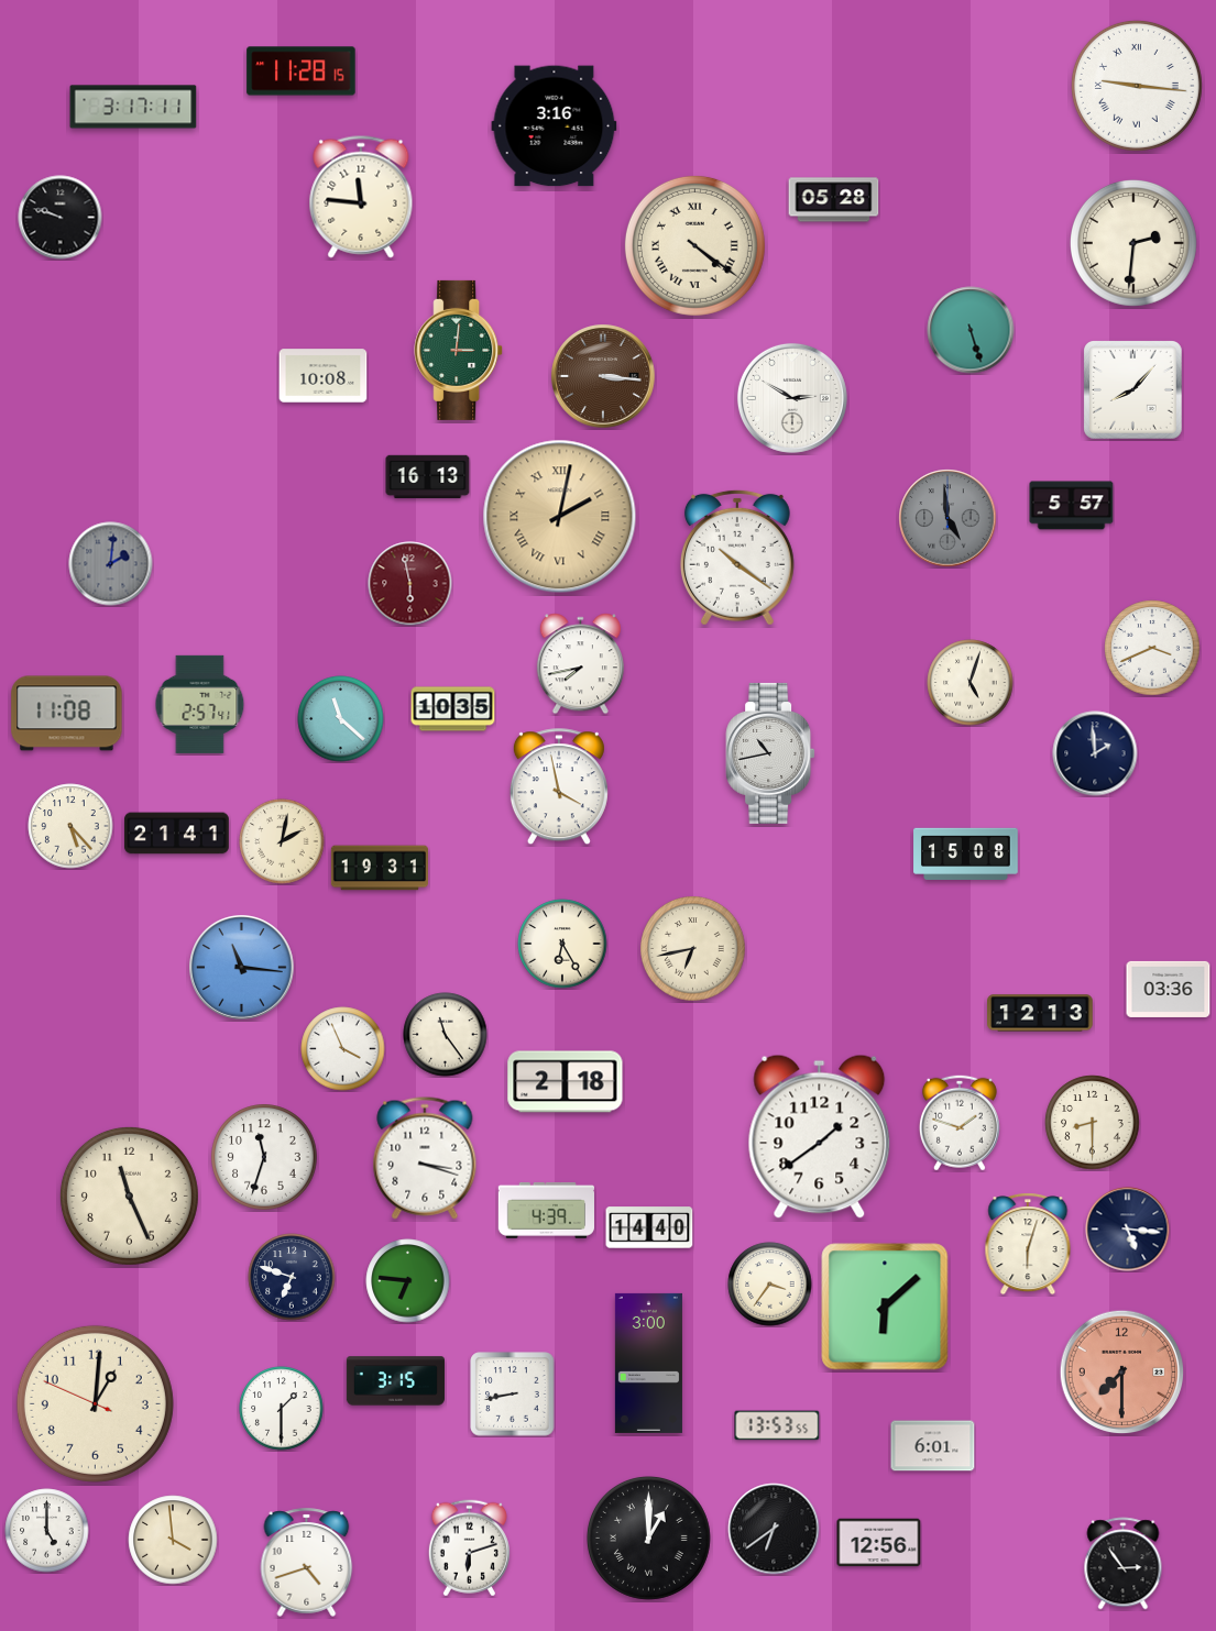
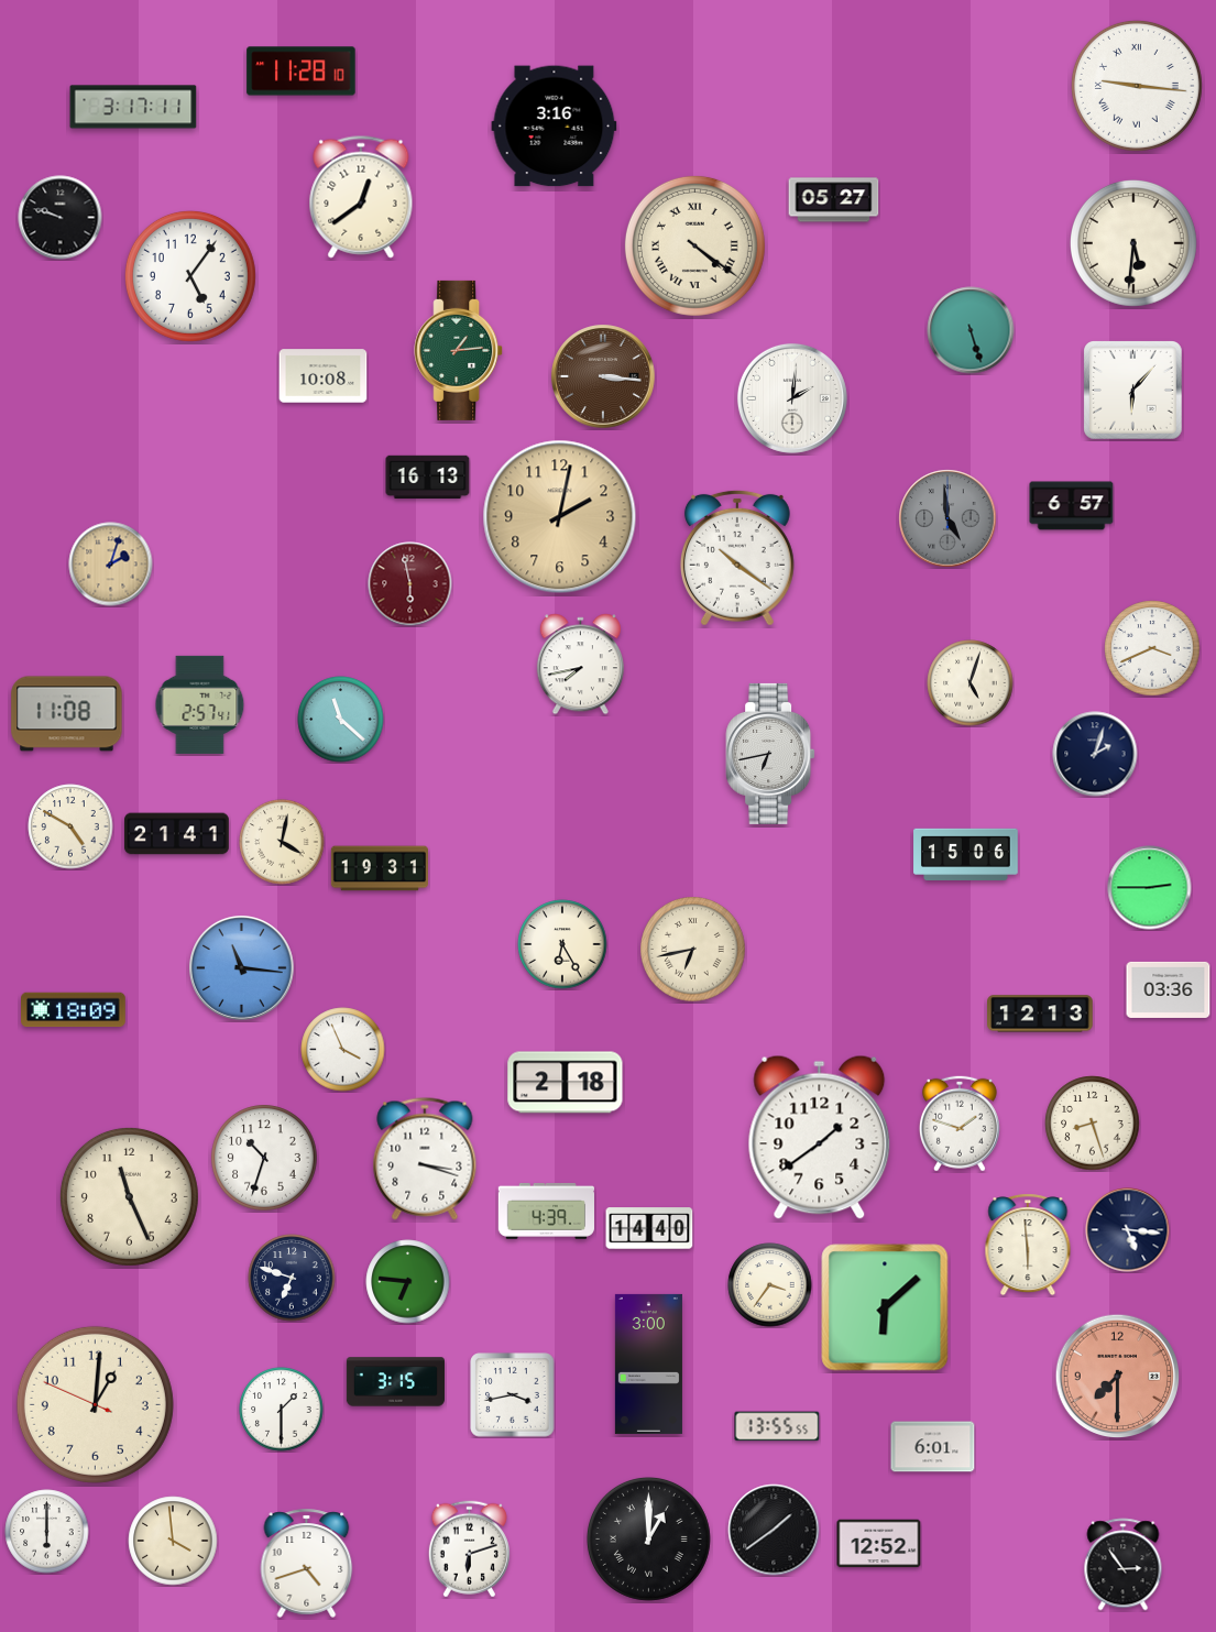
clock at (302, 71): 11:28:15 -> 11:28:10
clock at (361, 197): 11:46 -> 12:39
clock at (834, 200): 05:28 -> 05:27
clock at (1133, 243): 2:31 -> 5:31
clock at (190, 276): none -> 5:06
clock at (459, 350): 3:01 -> 1:14
clock at (1133, 390): 8:07 -> 6:07
clock at (792, 398): 2:50 -> 2:01
clock at (1072, 506): 5:57 -> 6:57
clock at (560, 517) numerals: Roman -> Arabic
clock at (111, 564): 2:01 -> 2:03
clock at (111, 564) dial: grey -> champagne
clock at (453, 709): 10:35 -> none
clock at (770, 753): 10:43 -> 6:43
clock at (1095, 753): 1:59 -> 2:03
clock at (559, 787): 3:58 -> none
clock at (70, 826): 5:23 -> 4:50
clock at (282, 841): 2:02 -> 4:02
clock at (966, 855): 15:08 -> 15:06
clock at (1150, 888): none -> 2:45
clock at (74, 1010): none -> 18:09
clock at (446, 1035): 11:24 -> none
clock at (1093, 1123): 8:30 -> 8:27
clock at (264, 1157): 11:33 -> 10:33
clock at (1028, 1244): 6:03 -> 5:59
clock at (1122, 1373) position: (1122, 1373) -> (1118, 1377)
clock at (513, 1395): 8:43 -> 3:43
clock at (777, 1425): 13:53 -> 13:55
clock at (774, 1529): 6:39 -> 1:39
clock at (47, 1531): 5:00 -> 6:00
clock at (879, 1543): 12:56 -> 12:52
